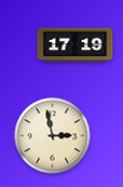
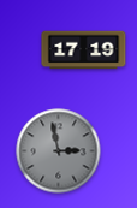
clock at (53, 136) dial: cream -> grey
